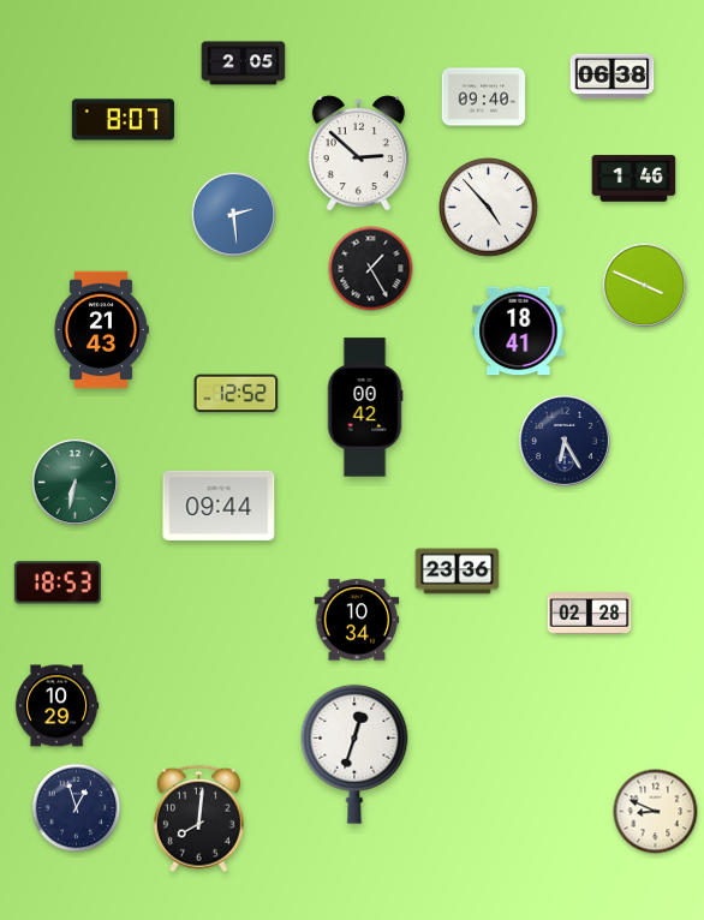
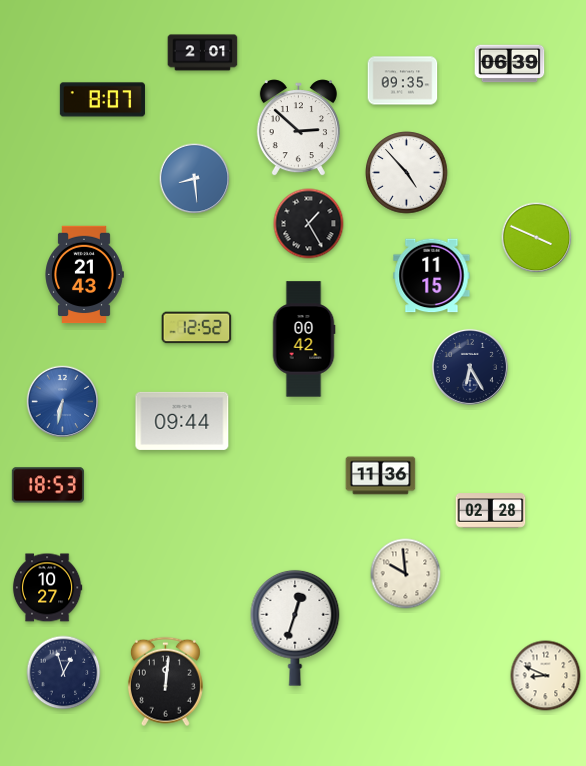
clock at (244, 64): 2:05 -> 2:01
clock at (613, 77): 06:38 -> 06:39
clock at (484, 97): 09:40 -> 09:35
clock at (634, 179): 1:46 -> none
clock at (234, 215): 2:29 -> 8:29
clock at (519, 331): 18:41 -> 11:15
clock at (76, 483) dial: green -> blue
clock at (458, 572): 23:36 -> 11:36
clock at (357, 620): 10:34 -> none
clock at (406, 574): none -> 9:59
clock at (56, 706): 10:29 -> 10:27
clock at (198, 819): 8:01 -> 12:01
